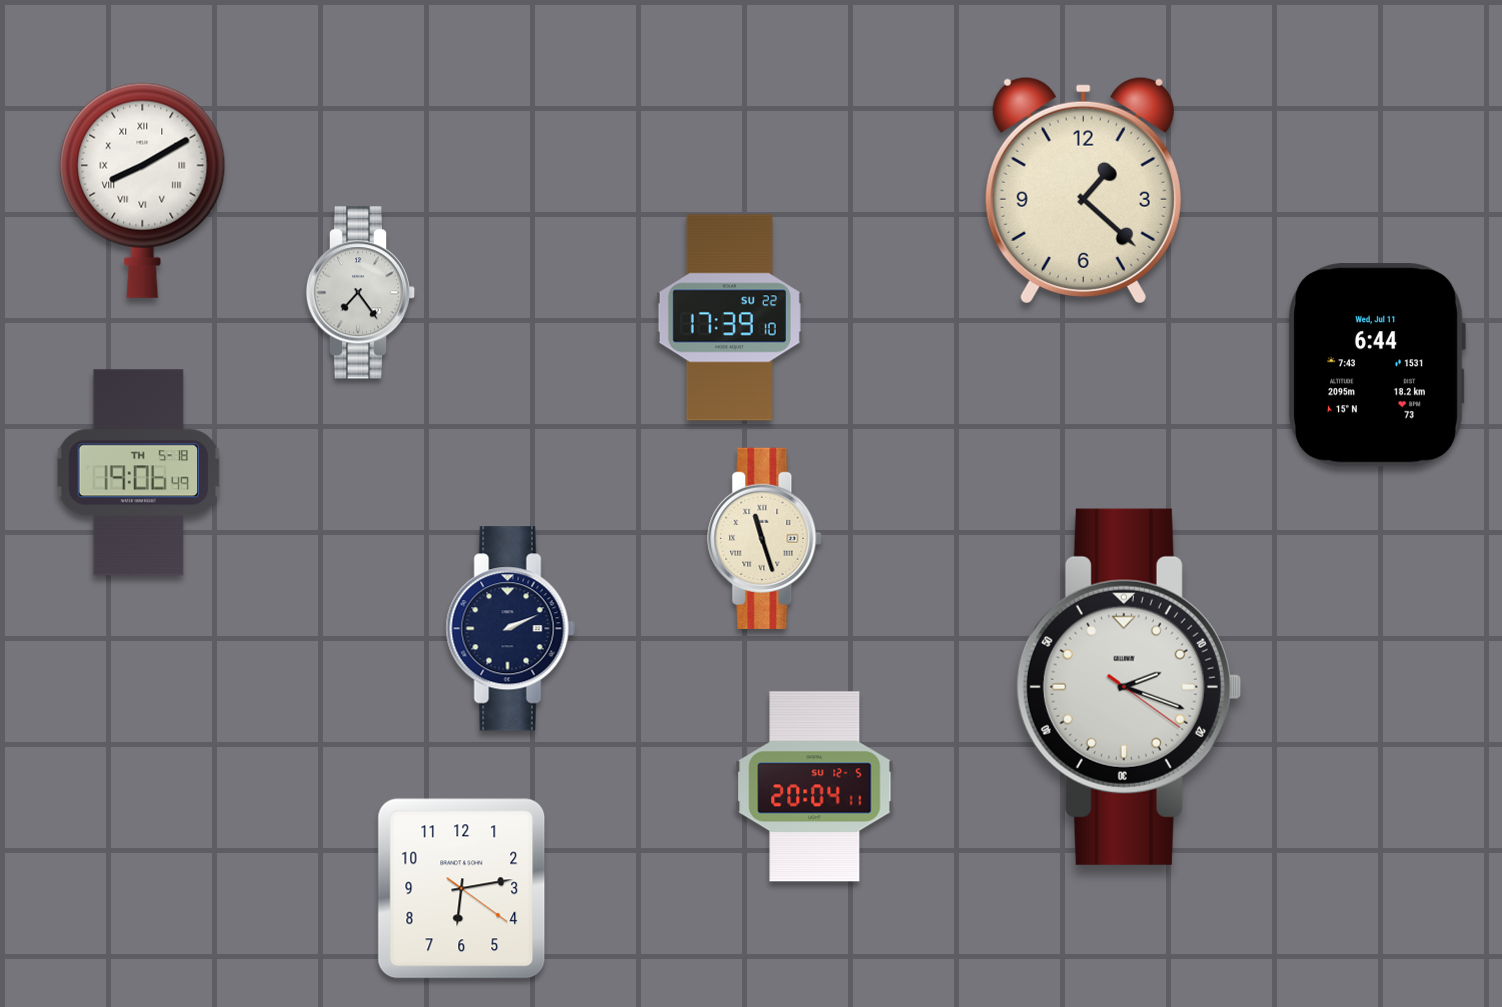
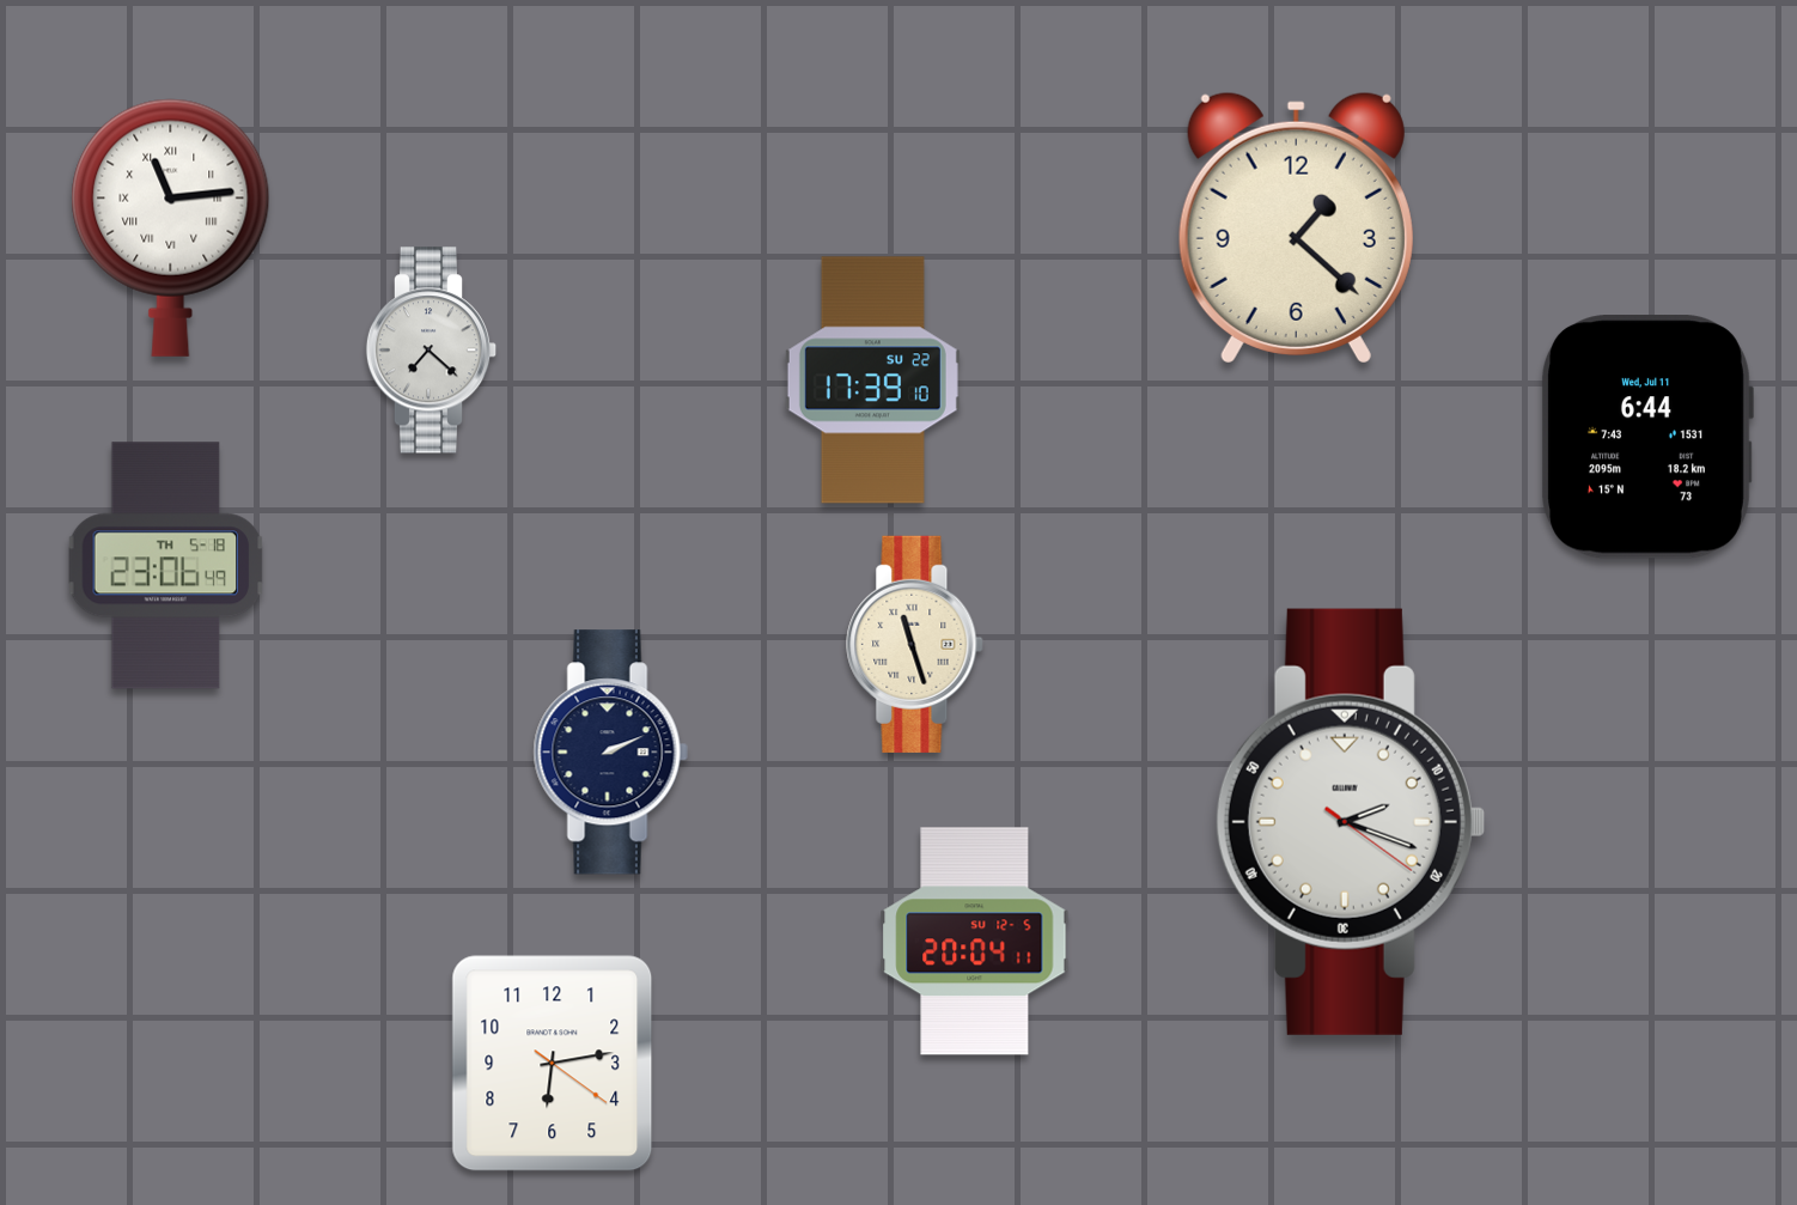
clock at (143, 190): 8:10 -> 11:14
clock at (361, 293): 7:24 -> 7:22
clock at (139, 473): 19:06 -> 23:06
